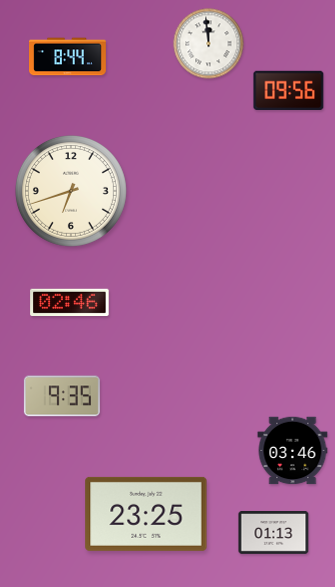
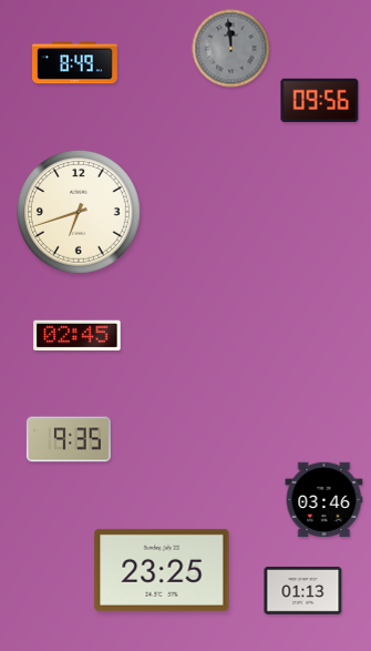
clock at (209, 44) dial: white -> grey
clock at (68, 57): 8:44 -> 8:49
clock at (70, 303): 02:46 -> 02:45
